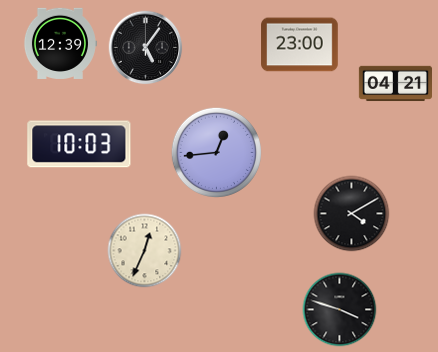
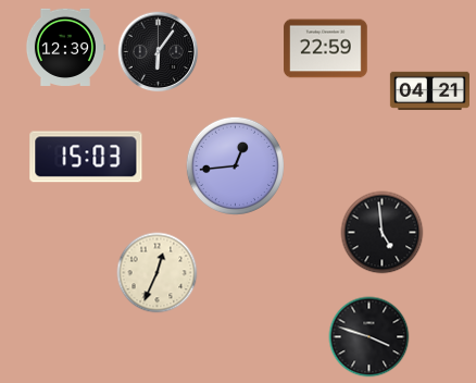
clock at (300, 45): 23:00 -> 22:59
clock at (146, 48): 5:06 -> 6:06
clock at (79, 144): 10:03 -> 15:03
clock at (352, 214): 4:10 -> 4:59
